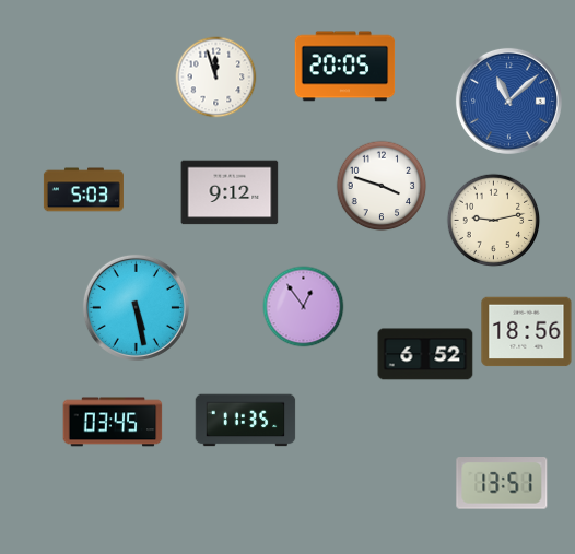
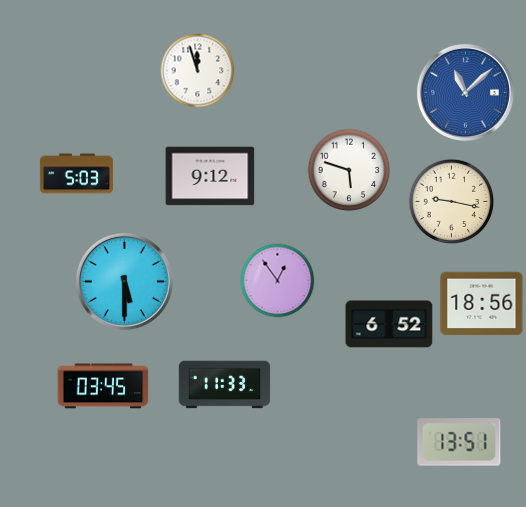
clock at (345, 67): 20:05 -> none
clock at (382, 186): 3:48 -> 5:48
clock at (494, 221): 9:13 -> 9:17
clock at (136, 307): 5:28 -> 5:30
clock at (246, 421): 11:35 -> 11:33
